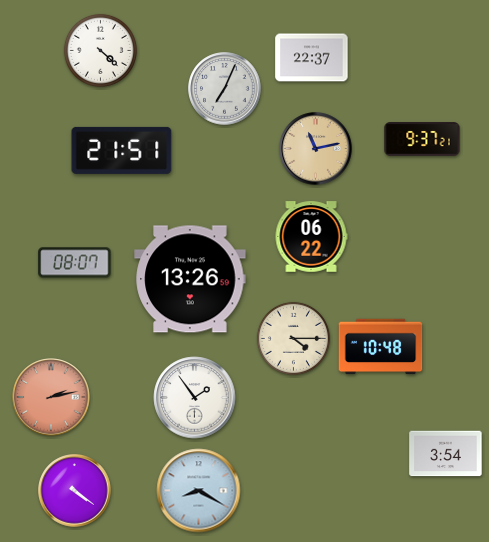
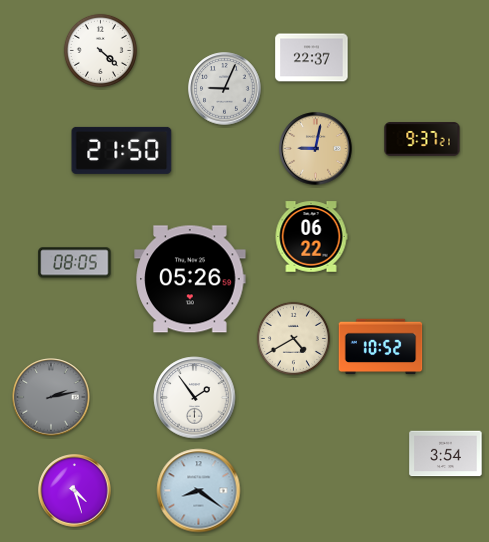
clock at (225, 89): 7:04 -> 9:04
clock at (316, 149): 11:13 -> 9:02
clock at (122, 150): 21:51 -> 21:50
clock at (75, 263): 08:07 -> 08:05
clock at (190, 279): 13:26 -> 05:26
clock at (293, 338): 4:15 -> 4:40
clock at (381, 347): 10:48 -> 10:52
clock at (51, 397) dial: salmon -> grey
clock at (75, 491): 4:21 -> 4:27
clock at (199, 491): 8:20 -> 8:21
